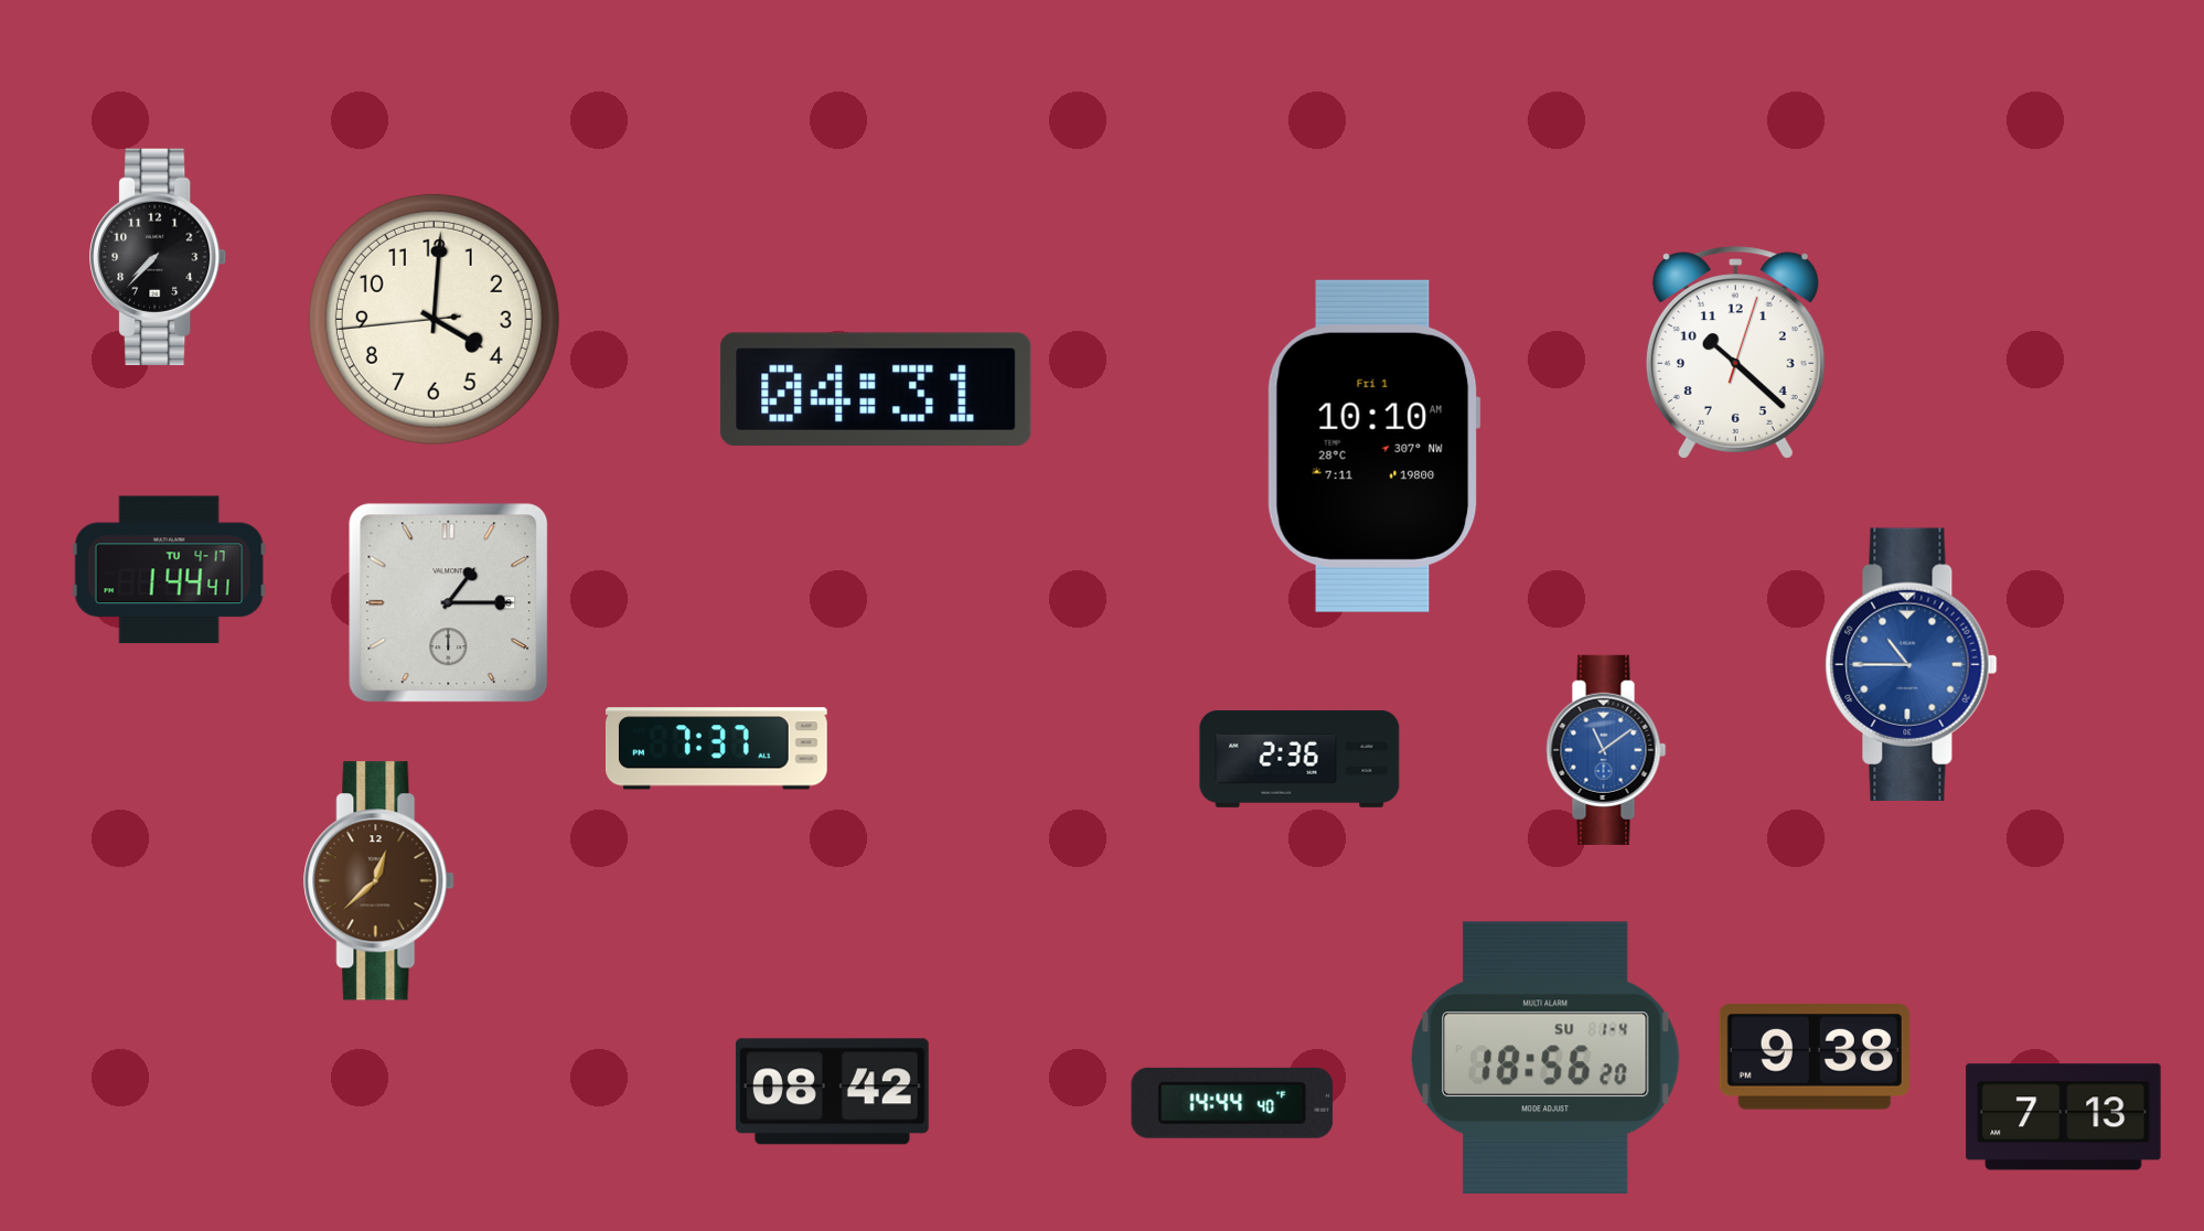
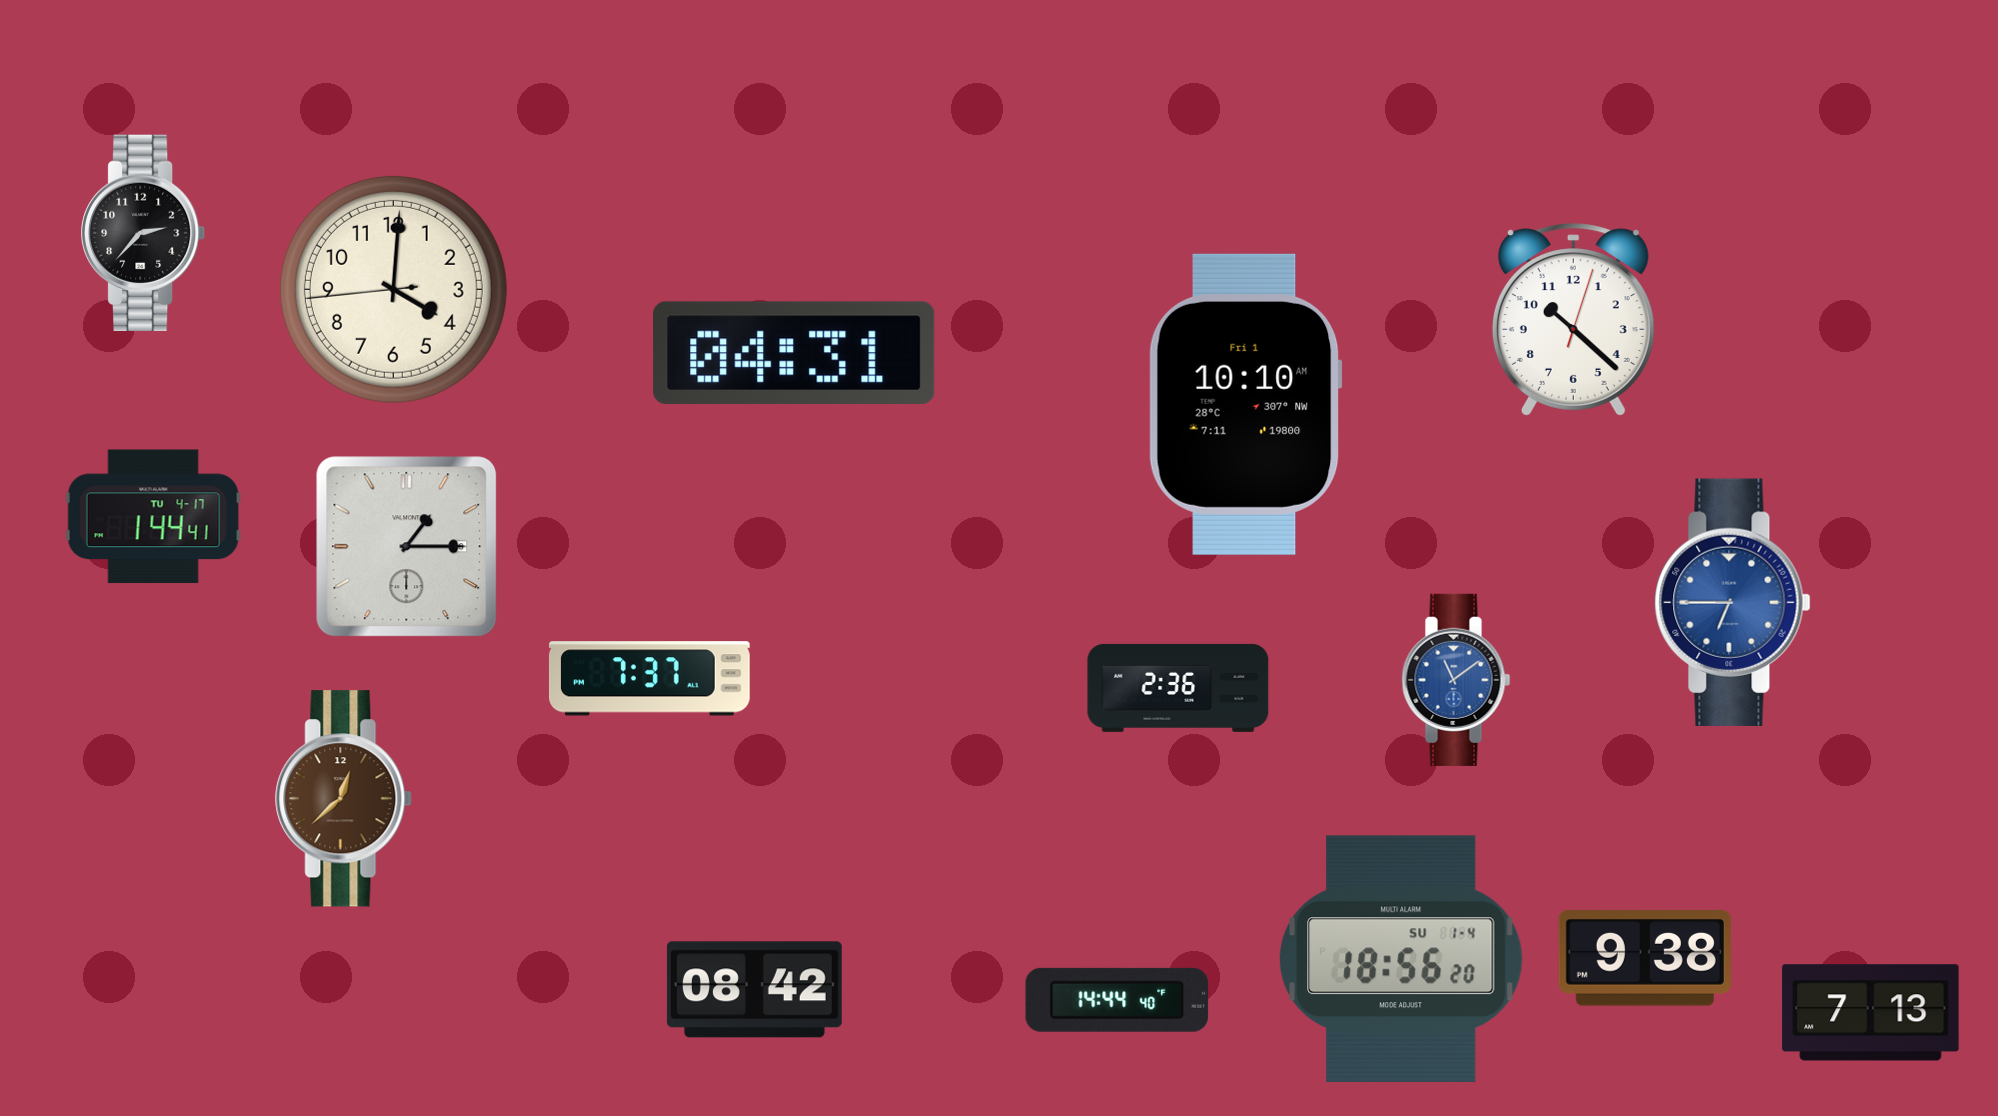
clock at (159, 256): 7:37 -> 2:37
clock at (1912, 664): 10:45 -> 6:45
